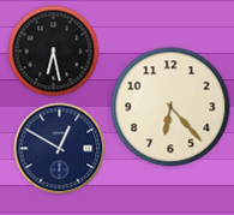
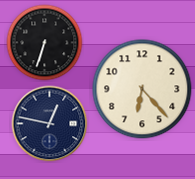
clock at (54, 52): 6:28 -> 6:33
clock at (60, 149): 12:50 -> 12:47
